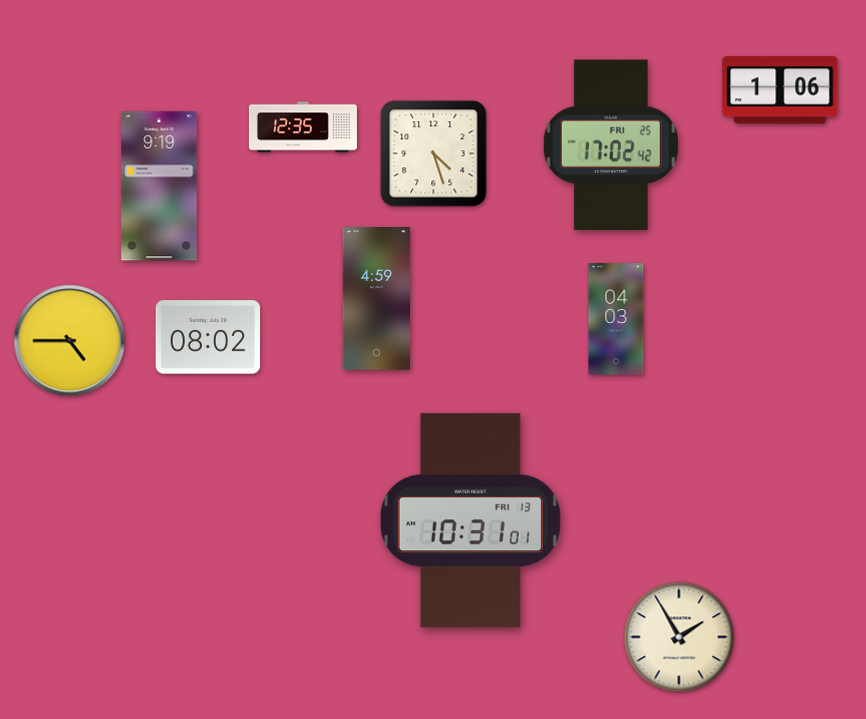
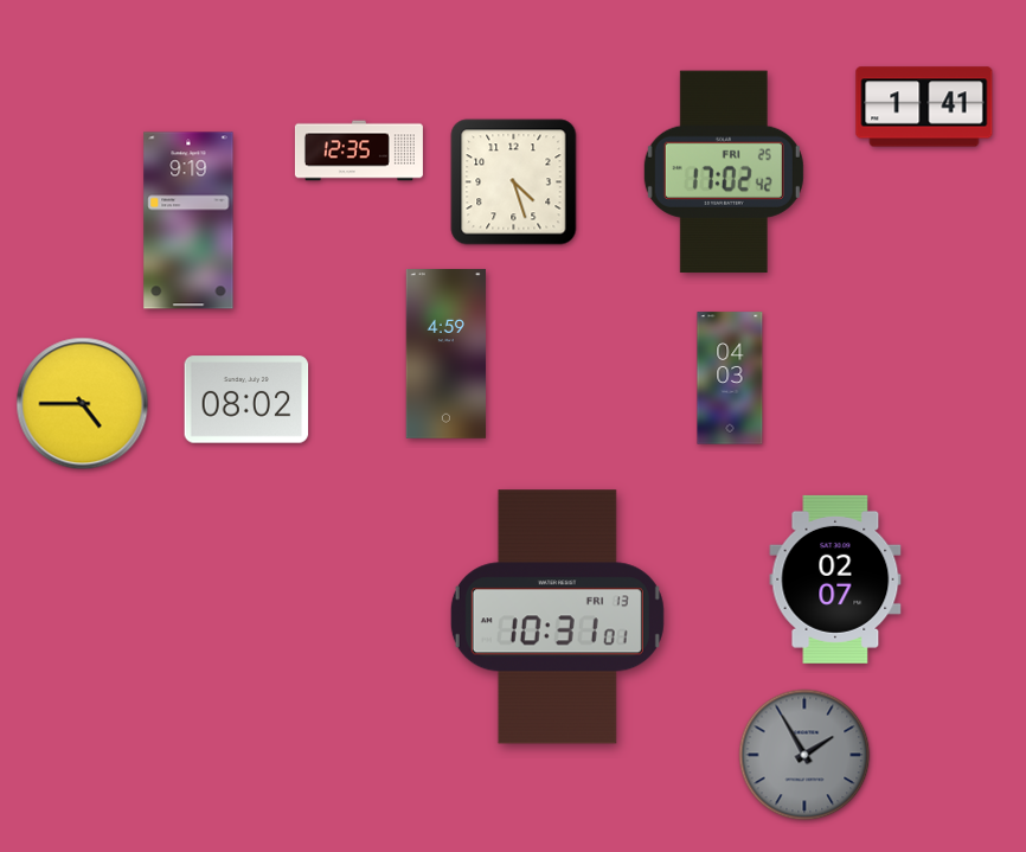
clock at (780, 90): 1:06 -> 1:41
clock at (835, 579): none -> 02:07
clock at (679, 637) dial: cream -> grey
